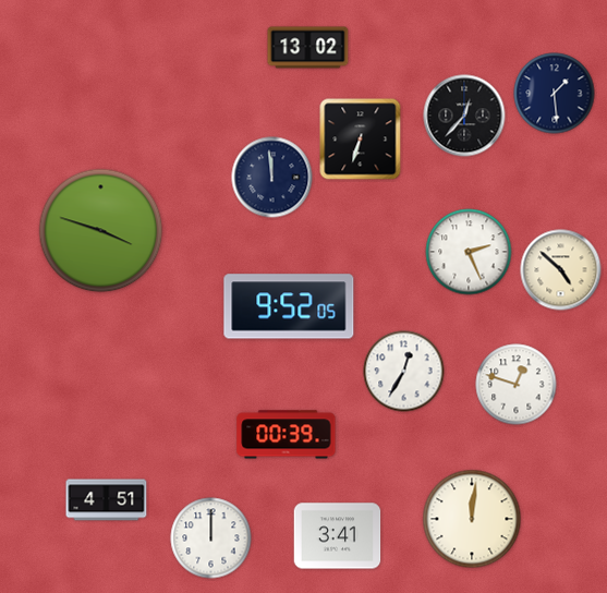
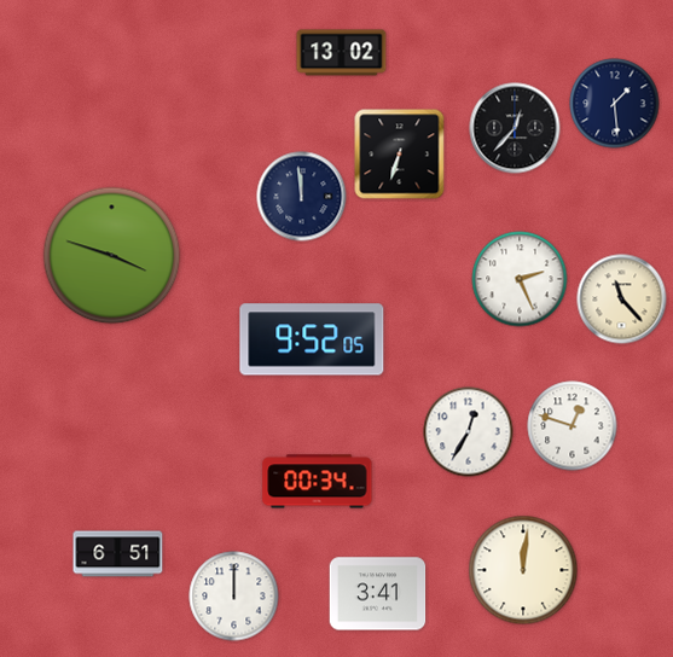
clock at (561, 270): 4:52 -> 11:23
clock at (289, 306) position: (289, 306) -> (312, 339)
clock at (404, 372) position: (404, 372) -> (469, 432)
clock at (287, 435): 00:39 -> 00:34
clock at (107, 500): 4:51 -> 6:51
clock at (472, 519) position: (472, 519) -> (523, 570)
clock at (338, 536) position: (338, 536) -> (378, 594)
